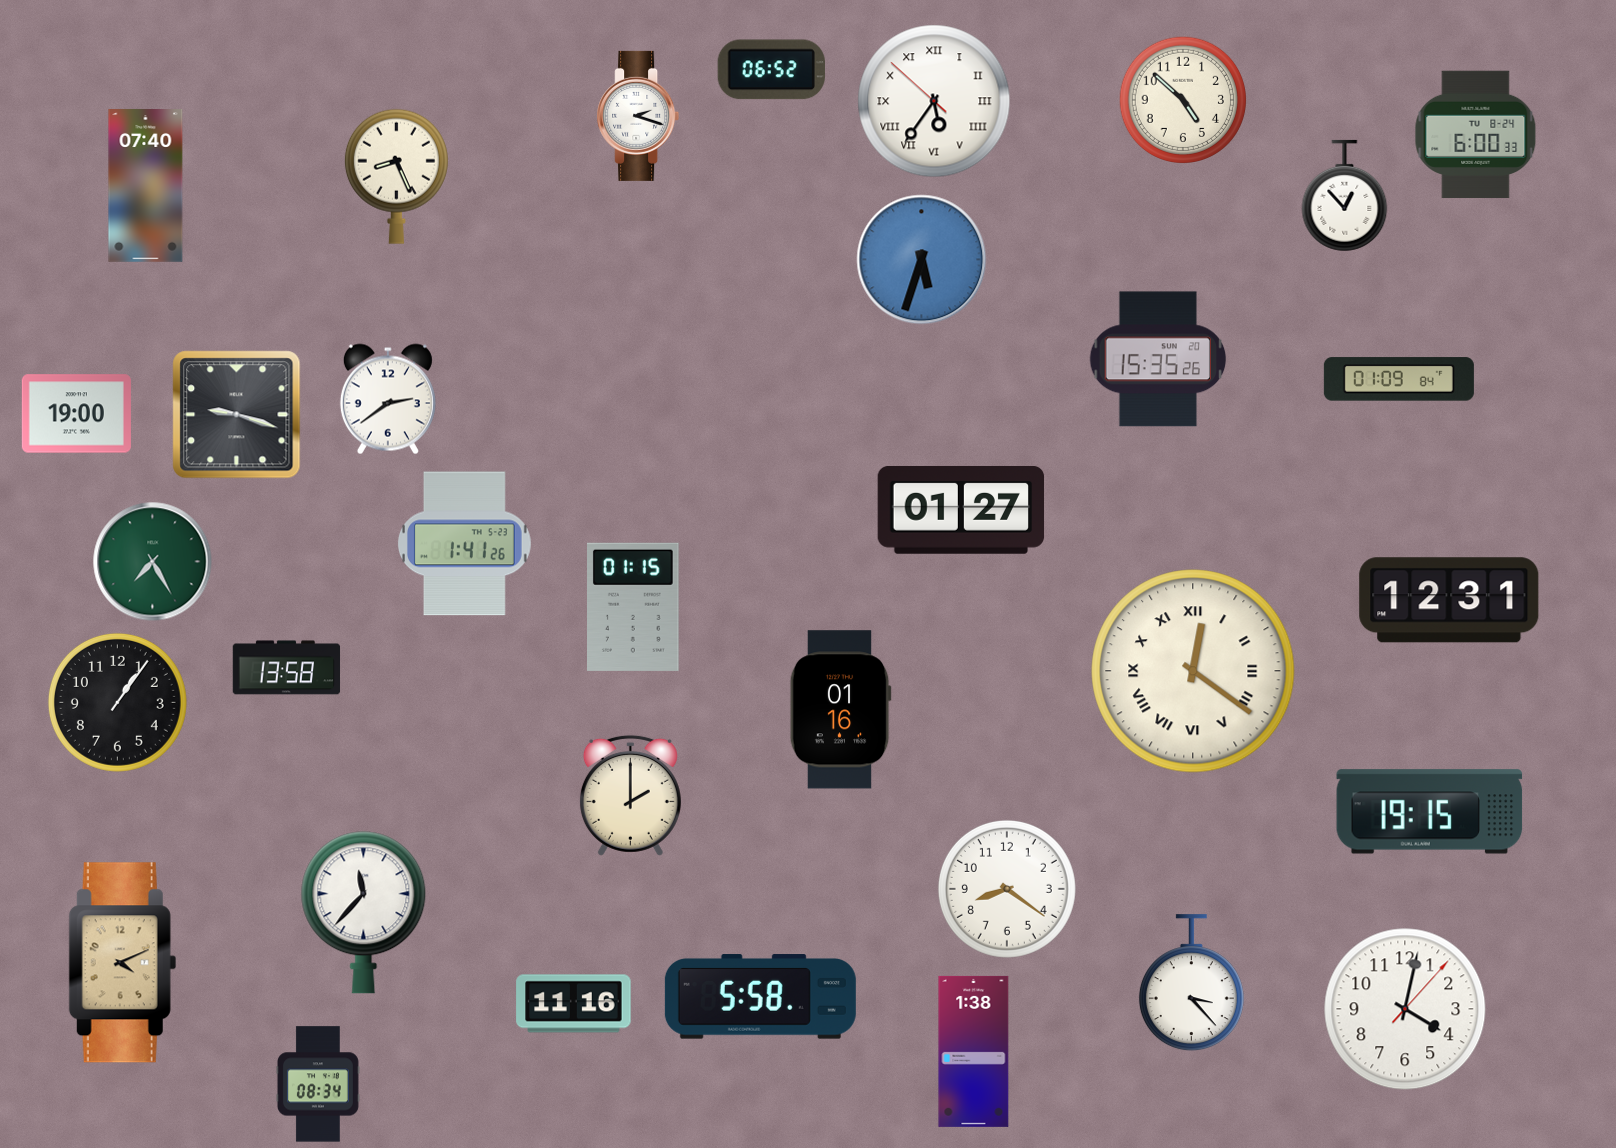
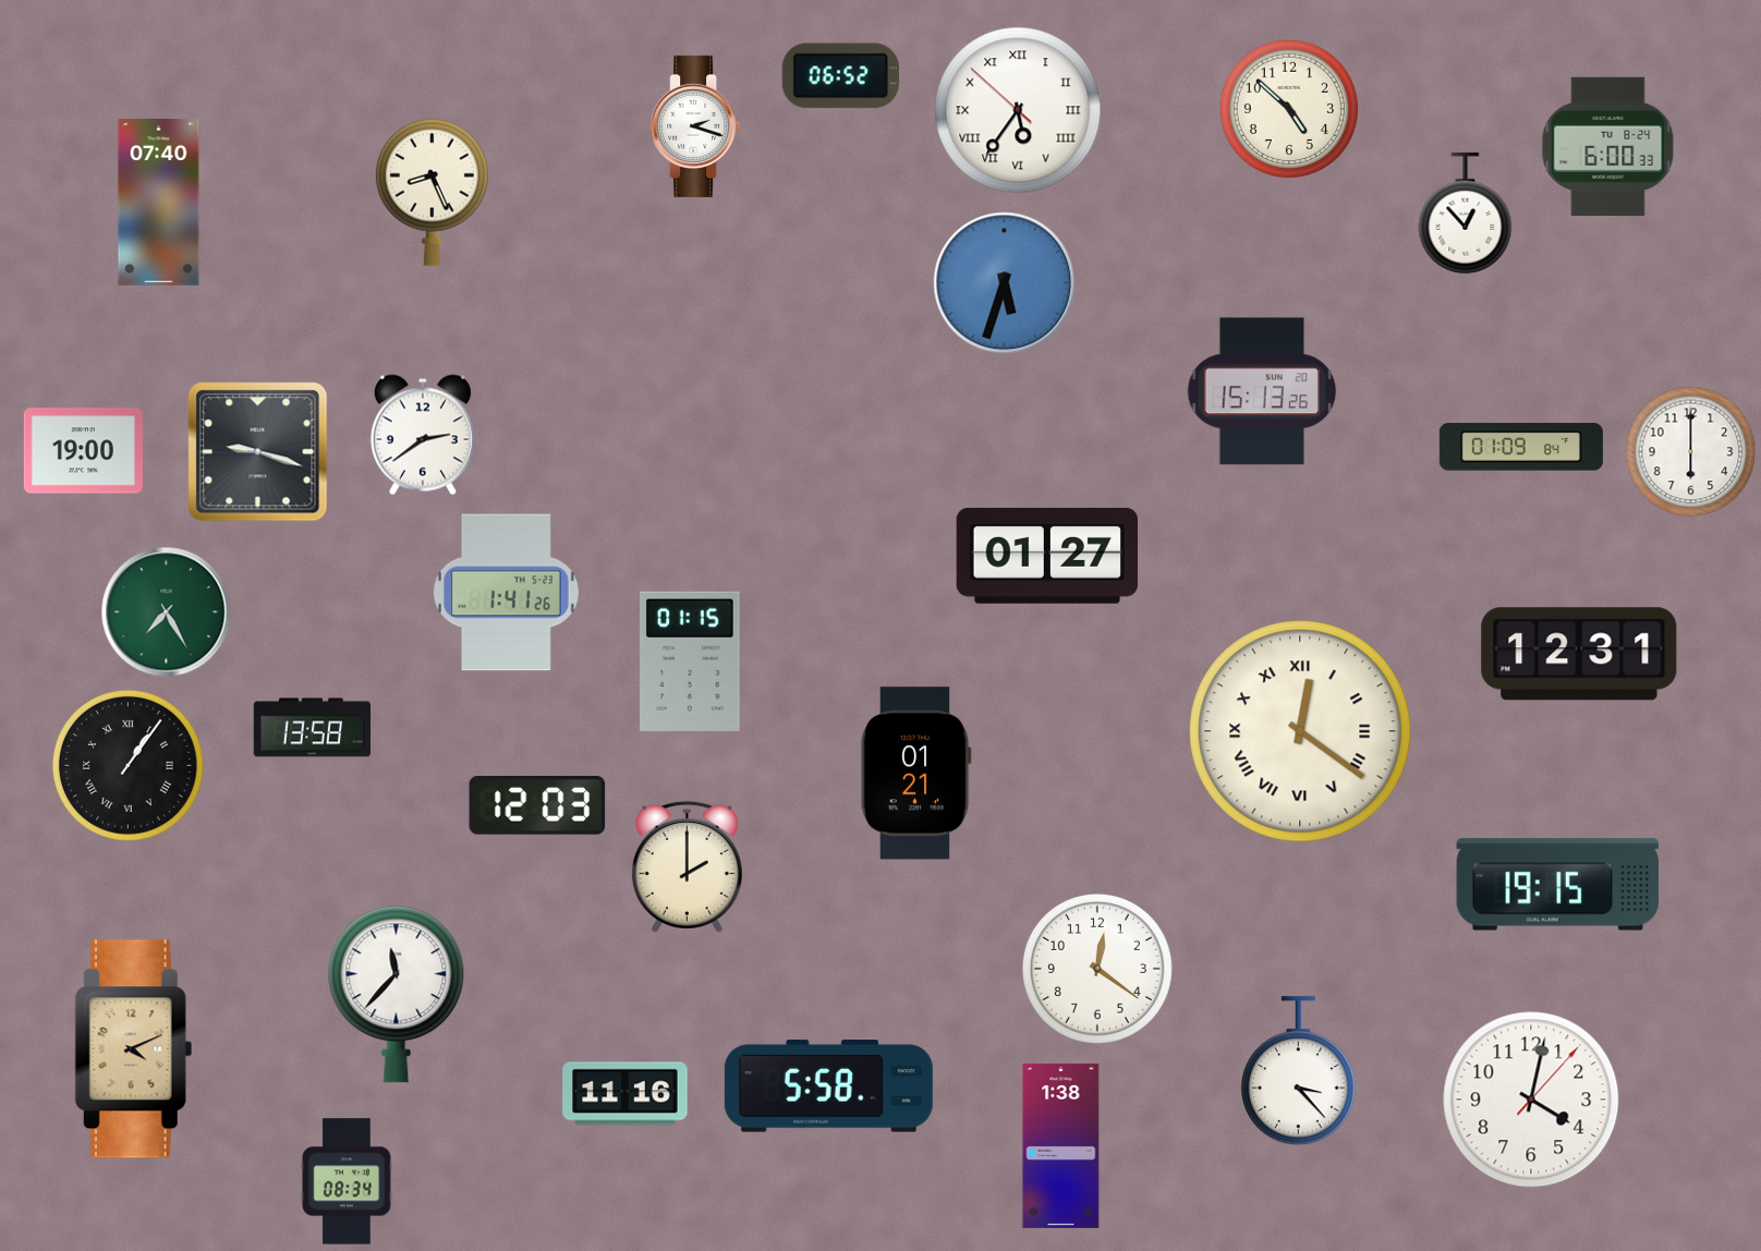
clock at (1158, 359): 15:35 -> 15:13
clock at (1399, 379) position: (1399, 379) -> (1521, 447)
clock at (1691, 452): none -> 6:00
clock at (117, 702) numerals: Arabic -> Roman
clock at (840, 710): 01:16 -> 01:21
clock at (537, 806): none -> 12:03
clock at (1007, 889): 8:21 -> 12:21
